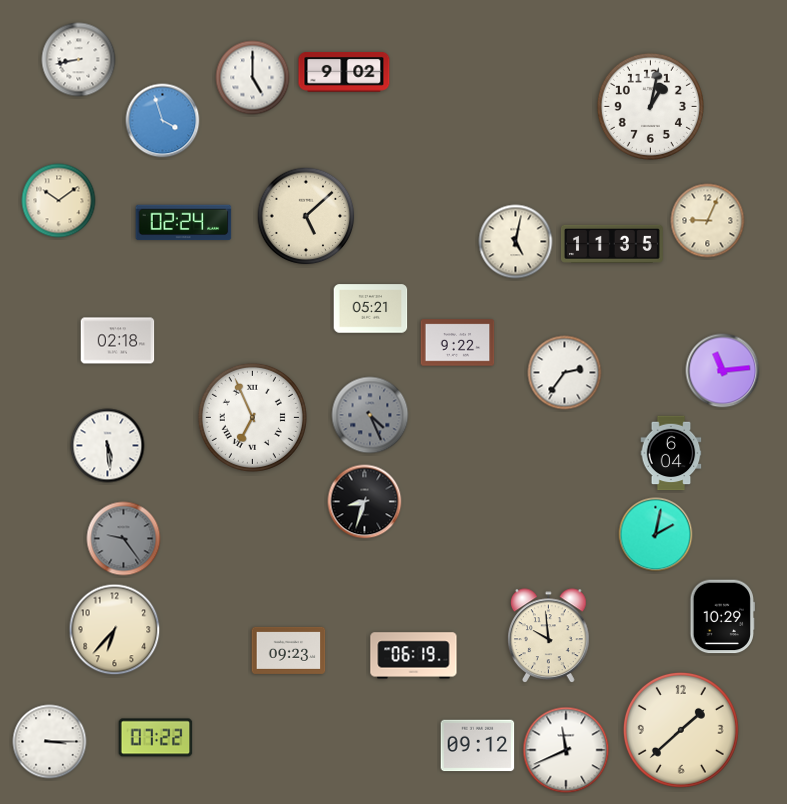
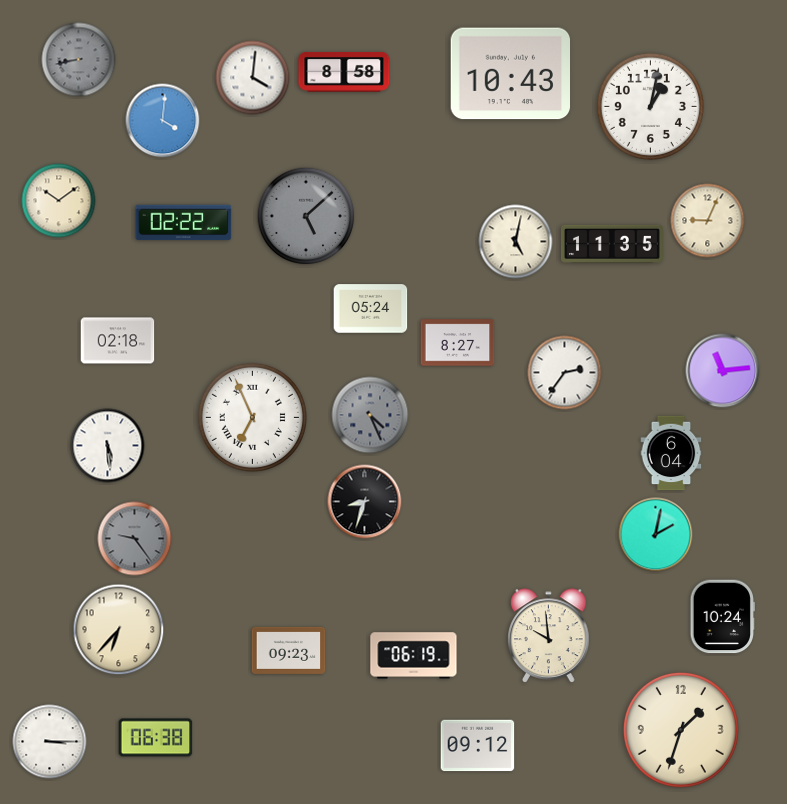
clock at (79, 60) dial: white -> grey
clock at (344, 73): 9:02 -> 8:58
clock at (511, 74): none -> 10:43
clock at (253, 78): 5:00 -> 4:01
clock at (163, 121): 3:57 -> 4:01
clock at (306, 216) dial: cream -> grey
clock at (184, 223): 02:24 -> 02:22
clock at (371, 309): 05:21 -> 05:24
clock at (458, 343): 9:22 -> 8:27
clock at (124, 539) position: (124, 539) -> (135, 539)
clock at (722, 617): 10:29 -> 10:24
clock at (115, 630) position: (115, 630) -> (119, 630)
clock at (681, 730): 1:38 -> 1:33
clock at (156, 738): 07:22 -> 06:38
clock at (566, 750): 11:41 -> none
